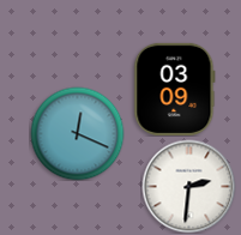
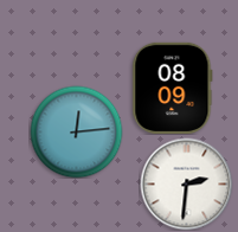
clock at (175, 89): 03:09 -> 08:09
clock at (77, 133): 12:19 -> 12:14
